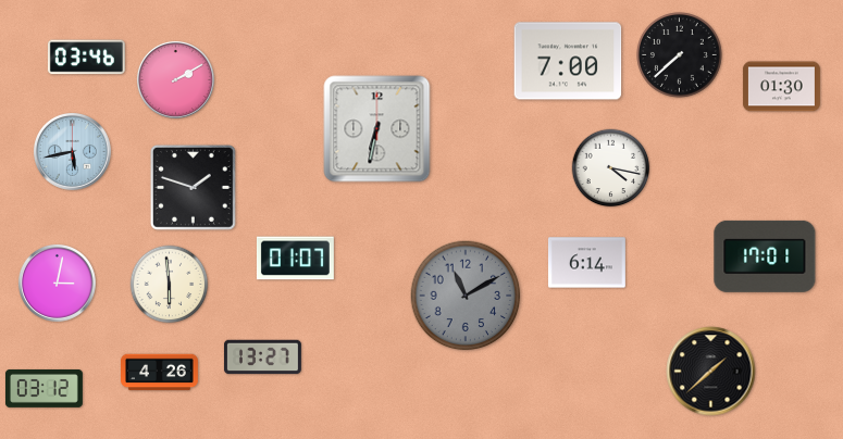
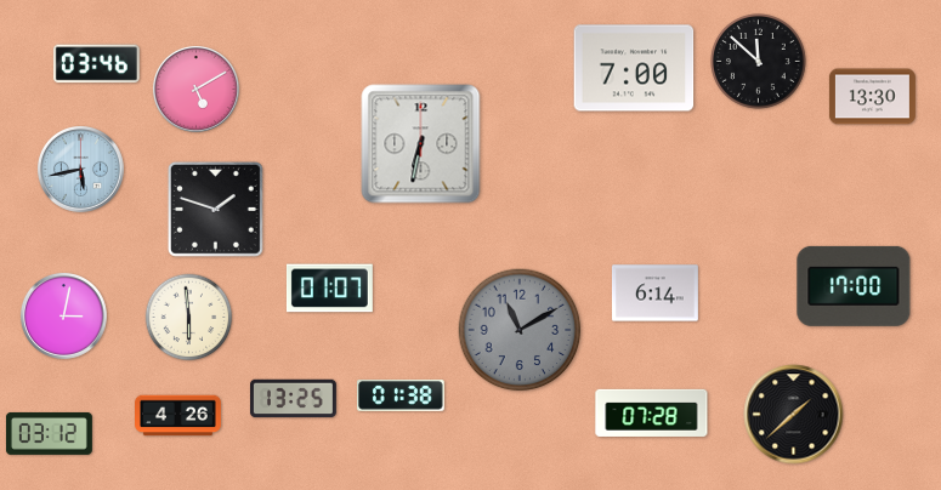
clock at (680, 55): 7:38 -> 11:52
clock at (175, 79): 2:10 -> 5:10
clock at (781, 87): 01:30 -> 13:30
clock at (611, 168): 4:17 -> none
clock at (765, 256): 17:01 -> 17:00
clock at (402, 397): none -> 01:38
clock at (262, 358): 13:27 -> 13:25
clock at (652, 412): none -> 07:28
